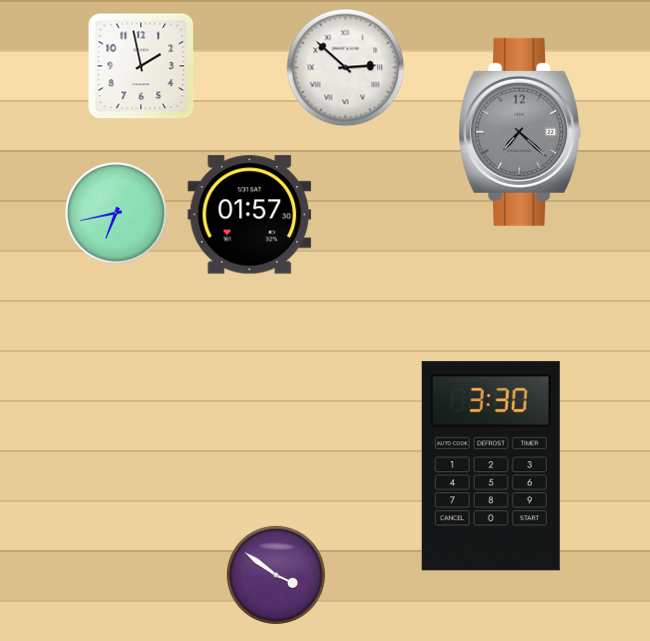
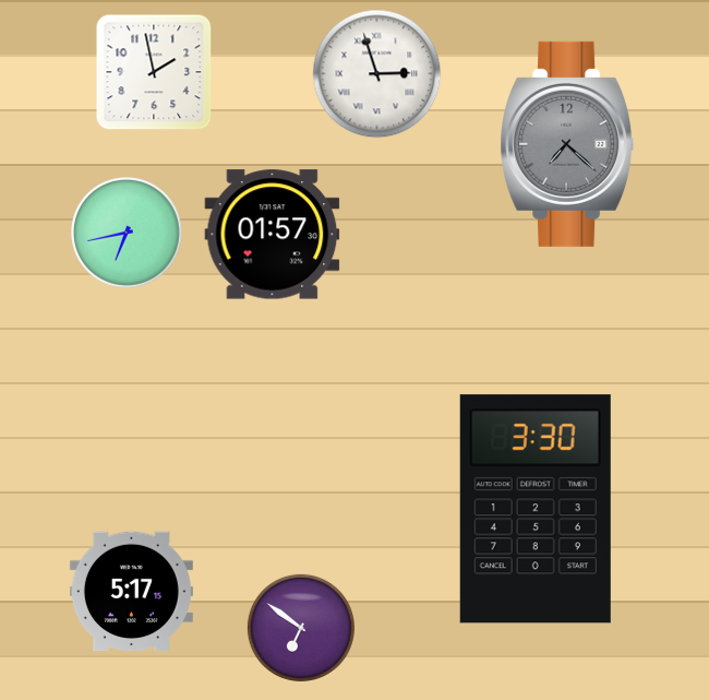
clock at (346, 68): 2:52 -> 2:57
clock at (131, 592): none -> 5:17
clock at (276, 575): 3:51 -> 6:51
